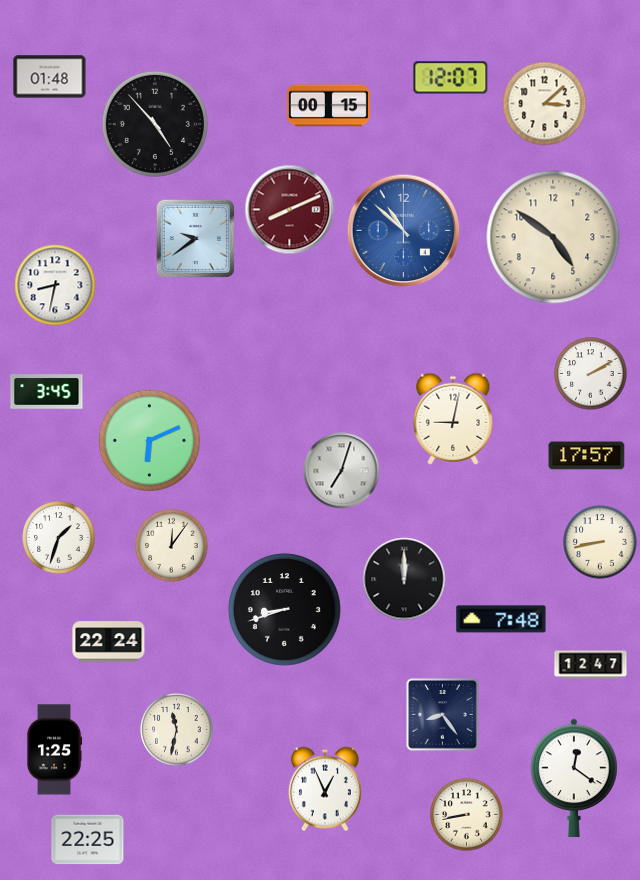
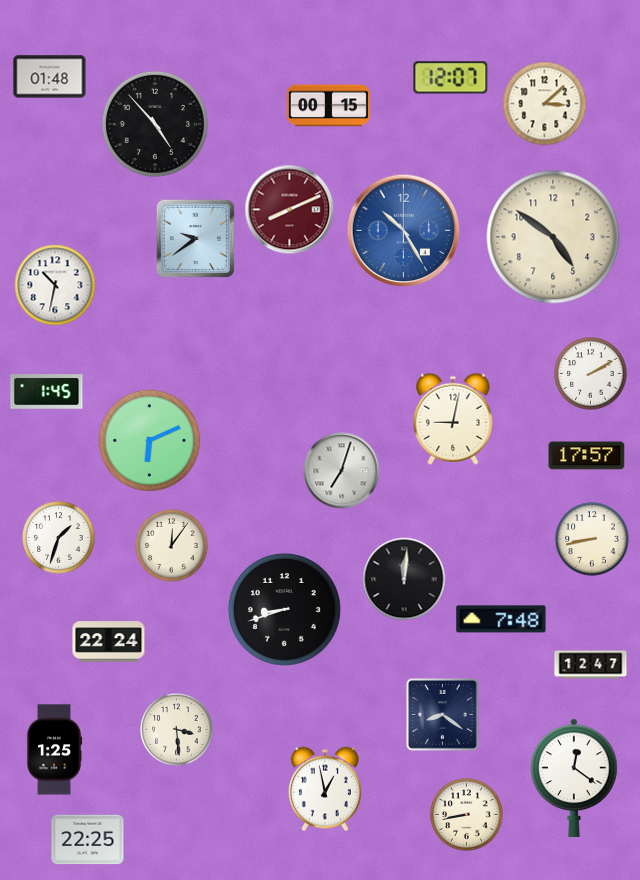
clock at (404, 231): 10:52 -> 10:25
clock at (55, 285): 8:32 -> 10:32
clock at (47, 392): 3:45 -> 1:45
clock at (600, 542) position: (600, 542) -> (592, 539)
clock at (404, 579): 12:00 -> 12:01
clock at (442, 714): 8:24 -> 8:21
clock at (177, 730): 11:32 -> 3:29
clock at (325, 789): 12:56 -> 12:58
